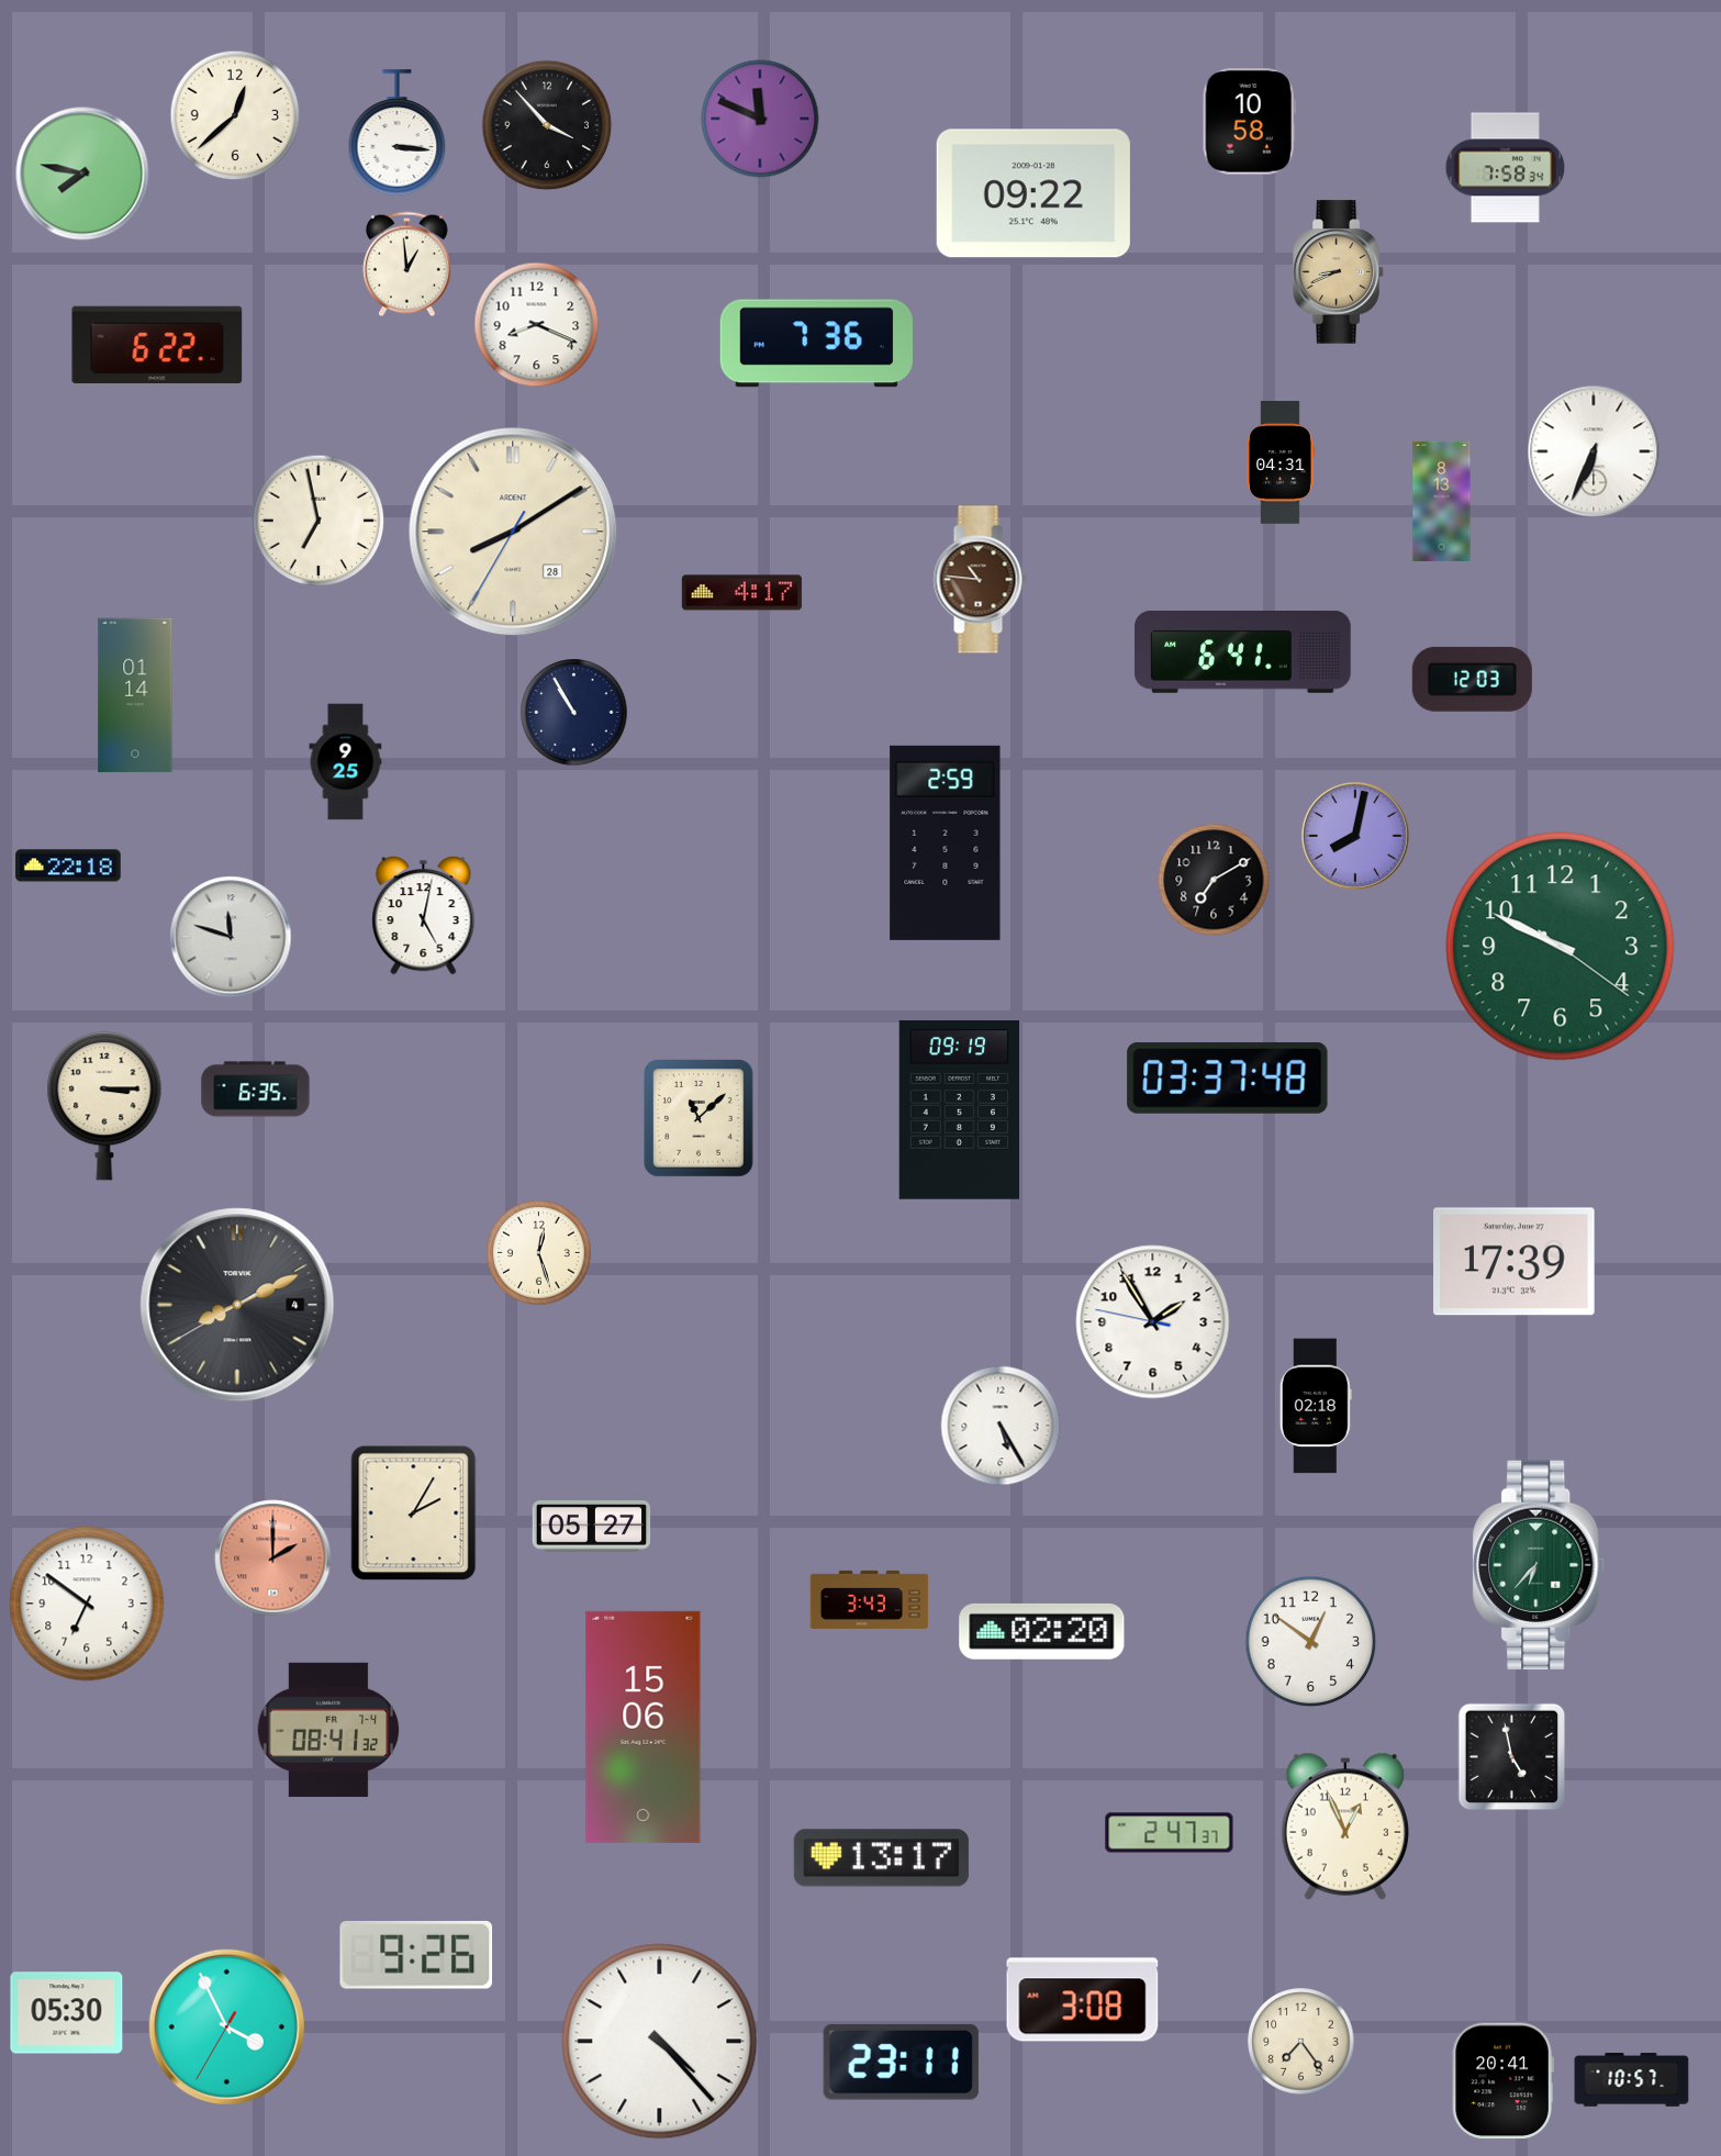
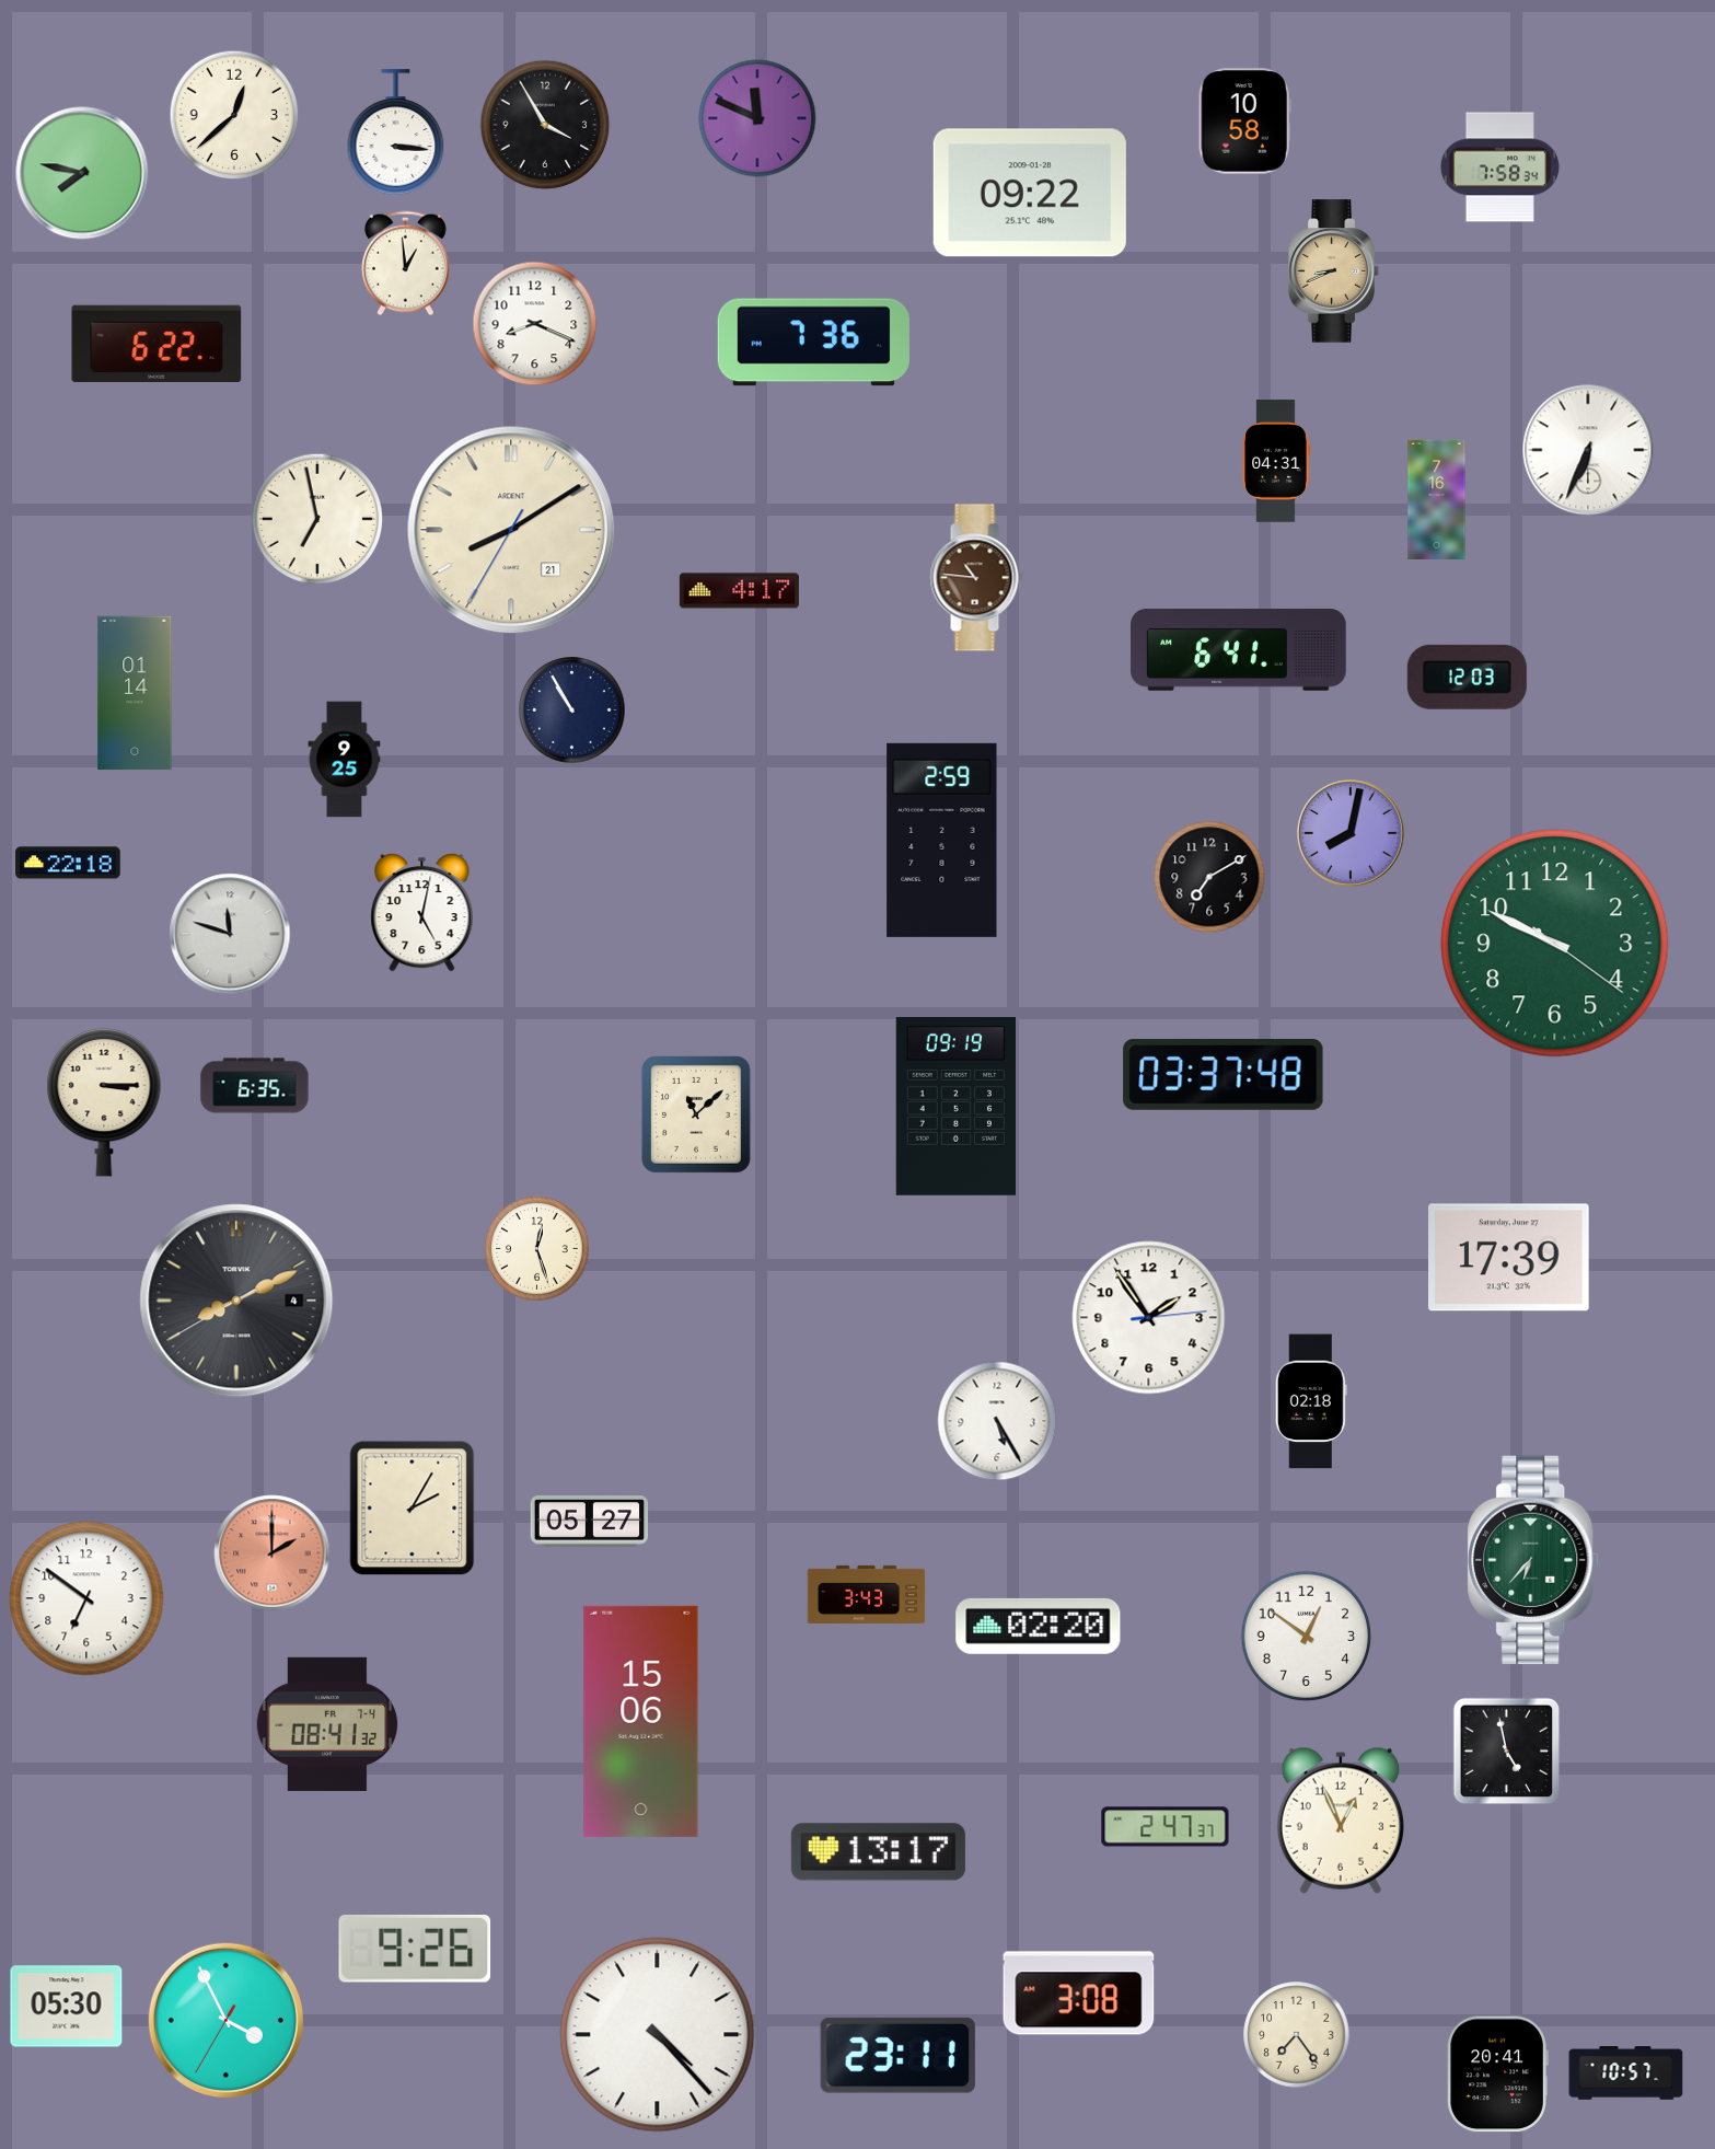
clock at (547, 125): 3:53 -> 3:55
clock at (1442, 501): 8:13 -> 7:16
clock at (513, 532) date: 28 -> 21
clock at (1153, 1322): 1:54:47 -> 1:54:14
